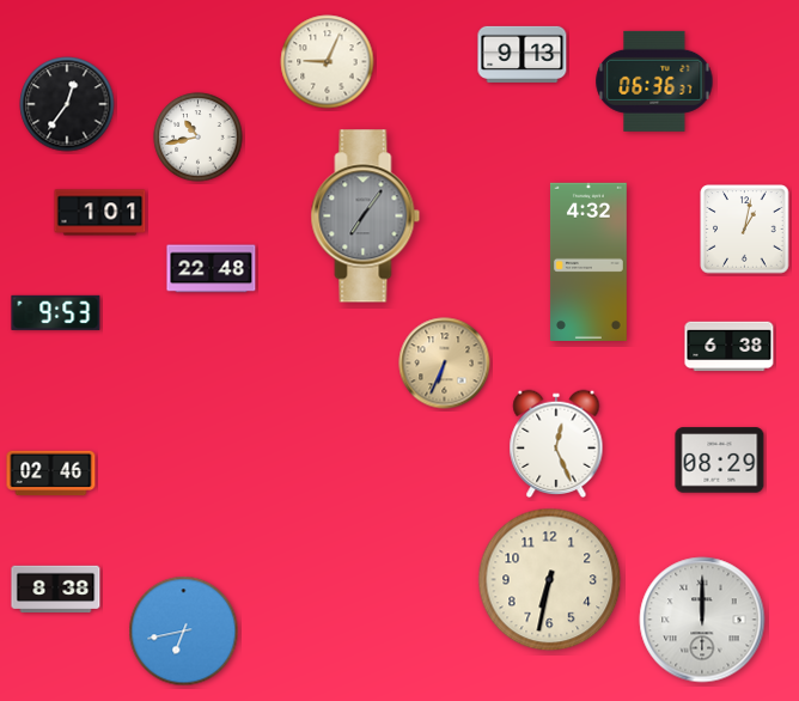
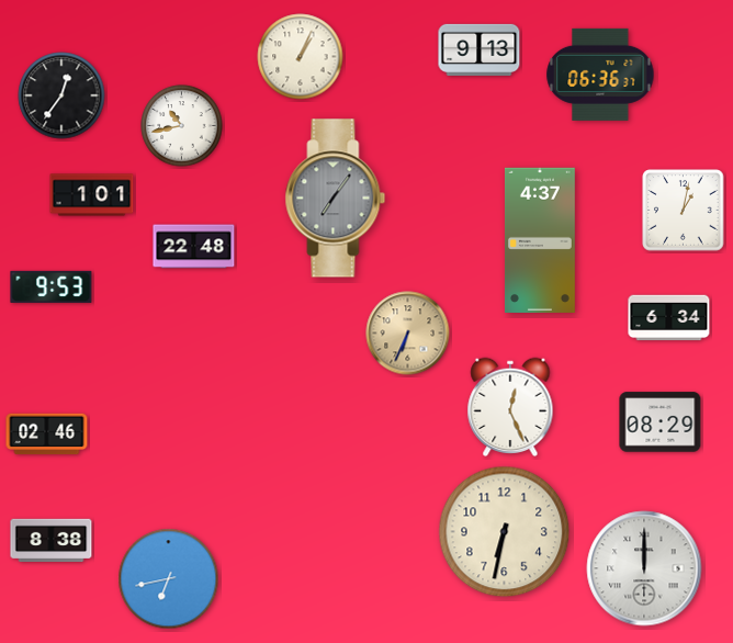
clock at (328, 62): 9:04 -> 1:04
clock at (588, 261): 4:32 -> 4:37
clock at (730, 347): 6:38 -> 6:34
